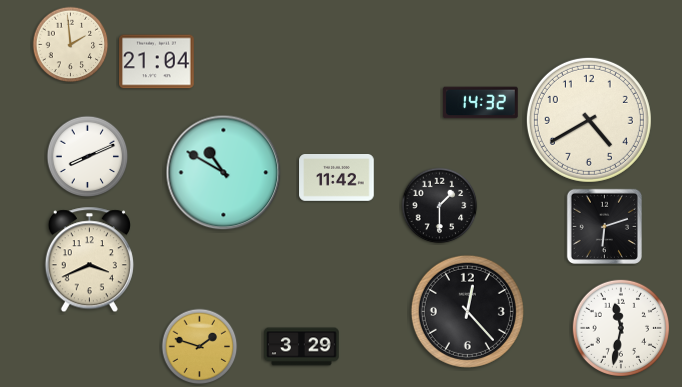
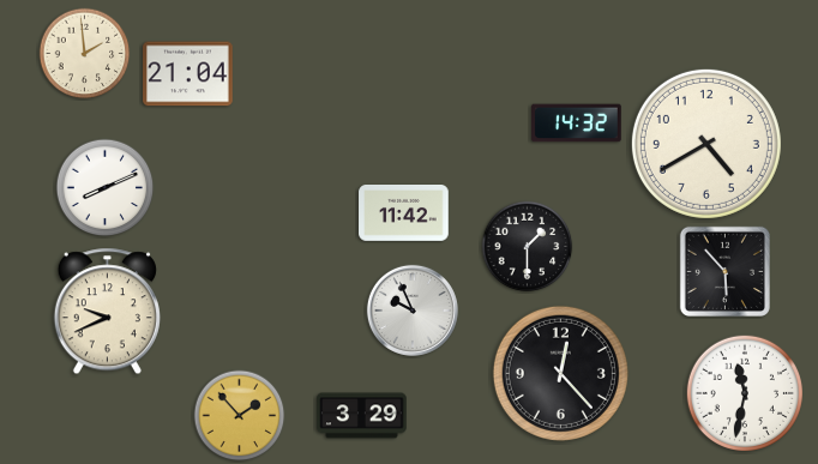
clock at (224, 173): 10:50 -> none
clock at (604, 226): 6:12 -> 5:53
clock at (413, 311): none -> 9:56
clock at (89, 260): 3:41 -> 9:41
clock at (200, 347): 1:48 -> 1:53
